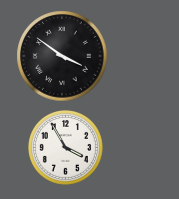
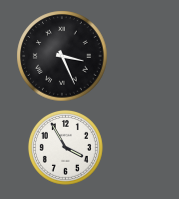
clock at (62, 56): 3:51 -> 3:26
